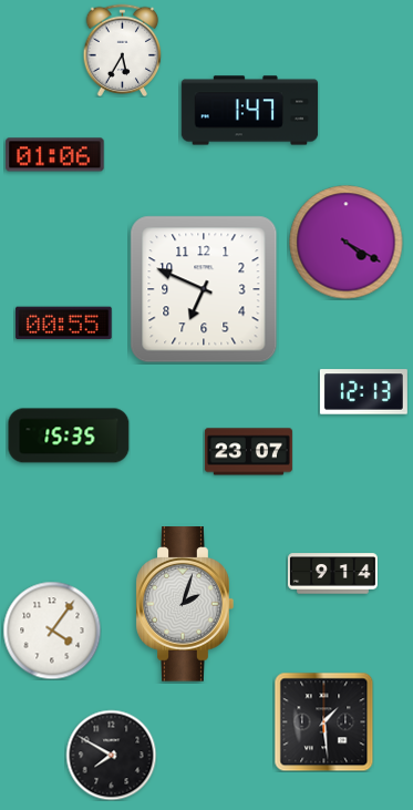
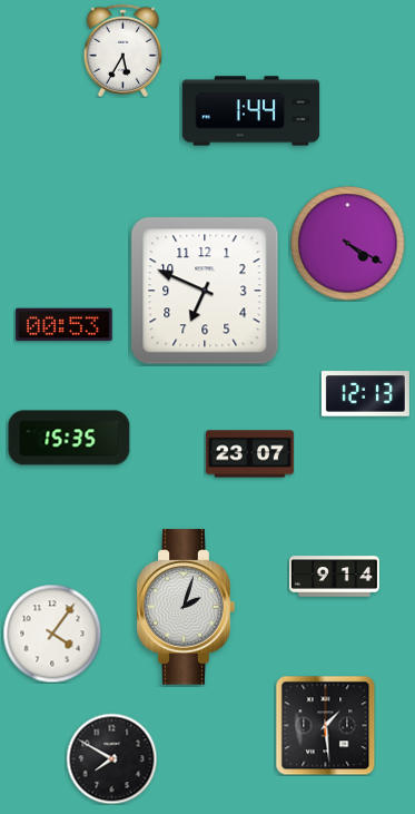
clock at (250, 111): 1:47 -> 1:44
clock at (55, 155): 01:06 -> none
clock at (64, 324): 00:55 -> 00:53
